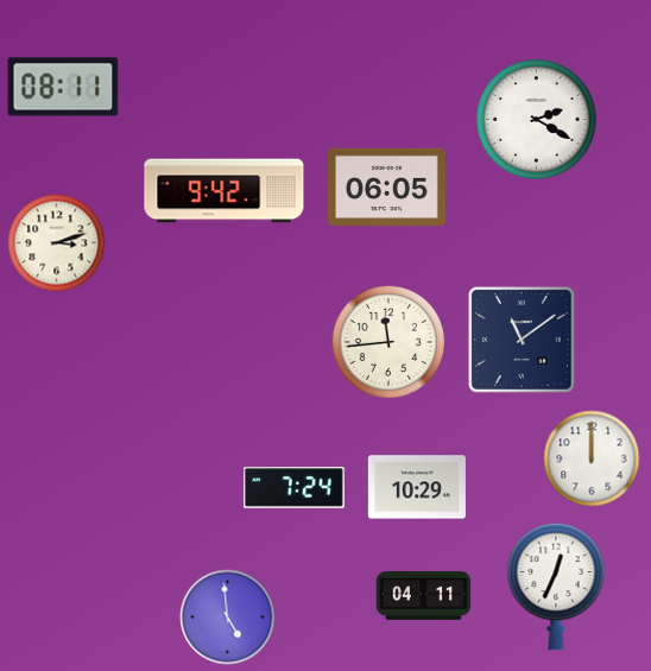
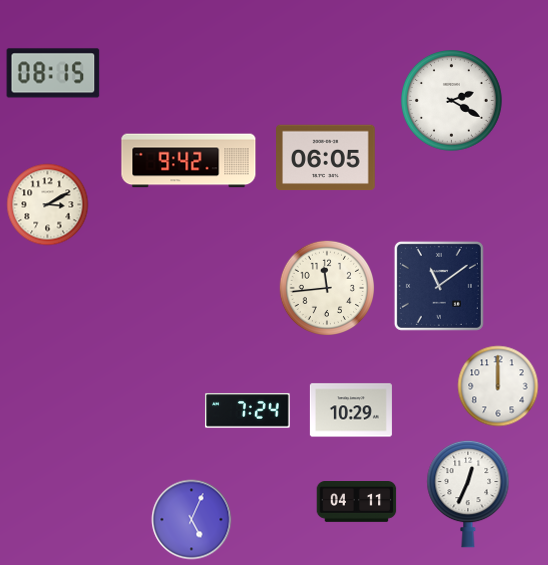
clock at (63, 87): 08:11 -> 08:15
clock at (57, 243): 3:12 -> 3:10
clock at (228, 618): 4:59 -> 5:04
